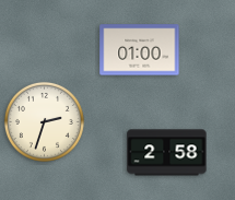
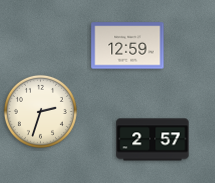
clock at (140, 50): 01:00 -> 12:59
clock at (167, 153): 2:58 -> 2:57
